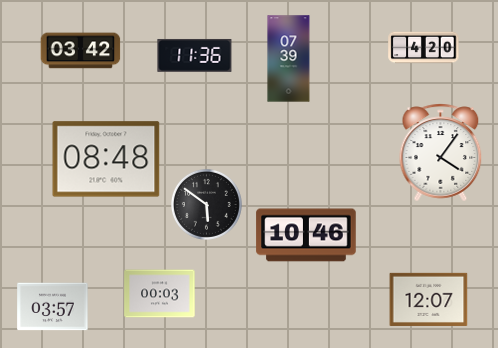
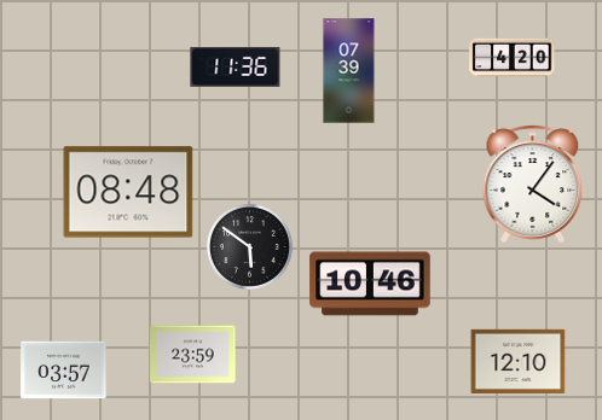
clock at (81, 51): 03:42 -> none
clock at (160, 294): 00:03 -> 23:59
clock at (429, 299): 12:07 -> 12:10
